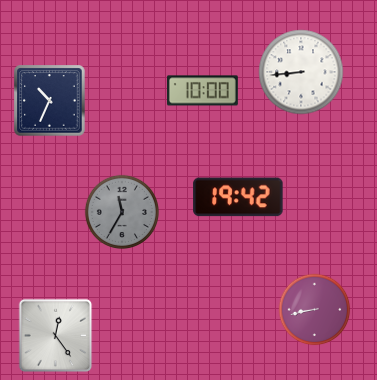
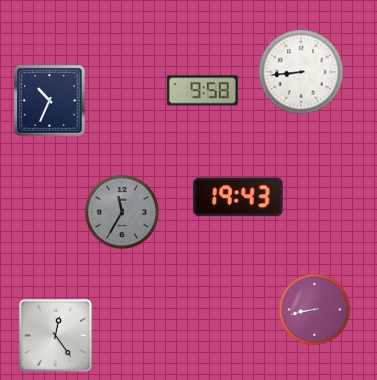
clock at (202, 91): 10:00 -> 9:58
clock at (238, 197): 19:42 -> 19:43
